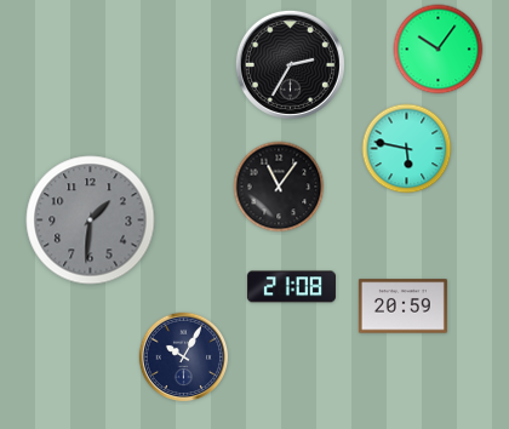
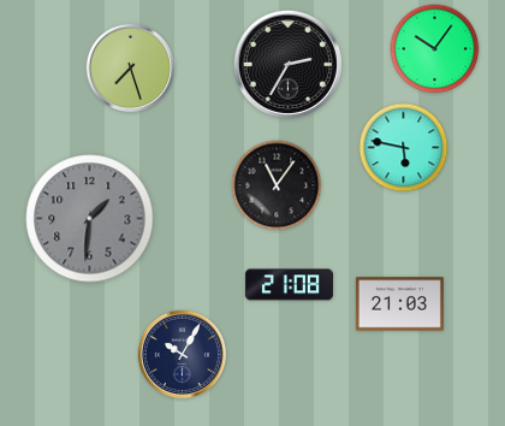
clock at (131, 69): none -> 7:27
clock at (402, 307): 20:59 -> 21:03
